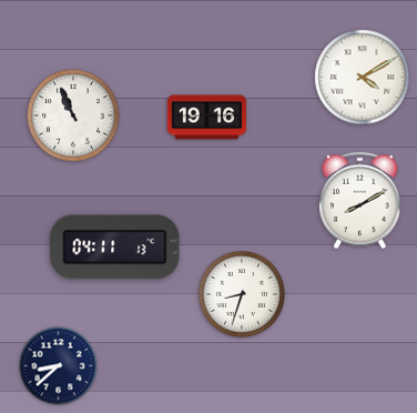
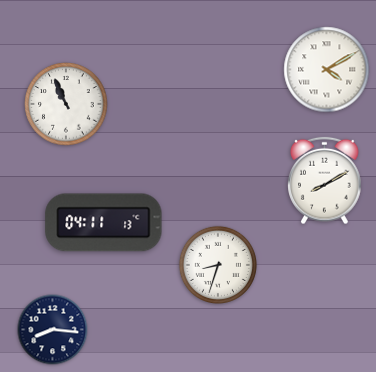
clock at (207, 118): 19:16 -> none
clock at (59, 366): 8:38 -> 8:16
